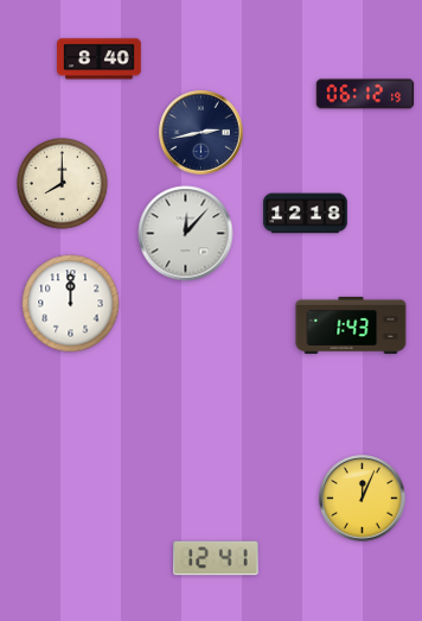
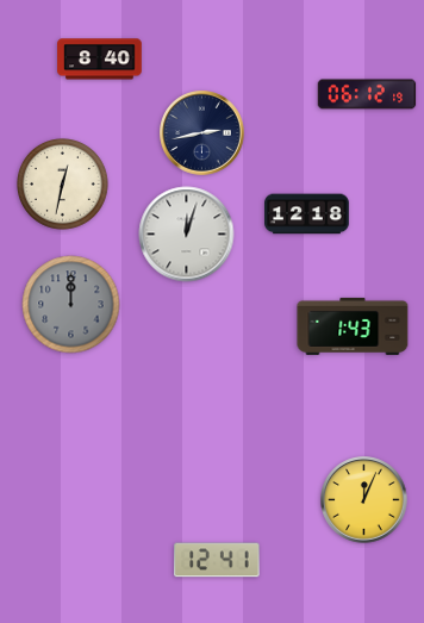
clock at (63, 184): 8:00 -> 12:32
clock at (186, 234): 12:07 -> 12:03
clock at (71, 304) dial: white -> grey
